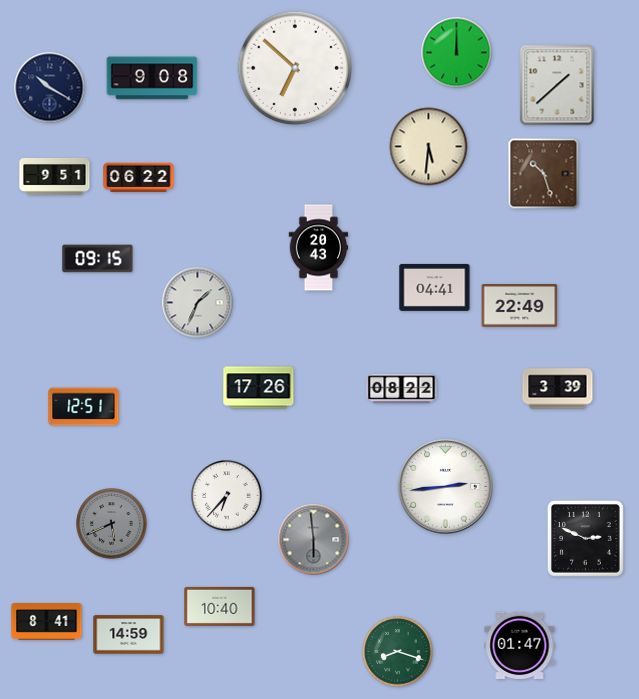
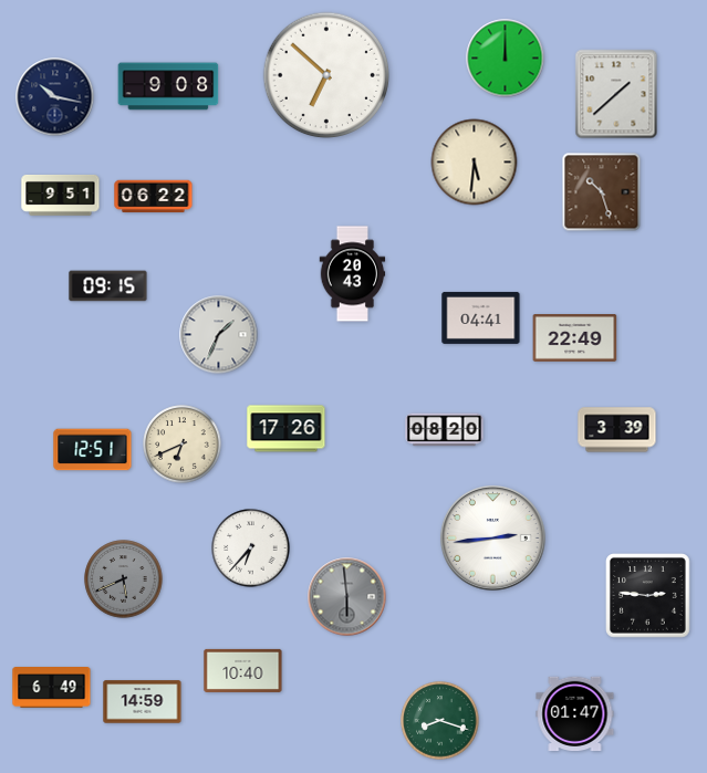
clock at (50, 88): 10:20 -> 10:17
clock at (402, 389): 08:22 -> 08:20
clock at (183, 445): none -> 6:41
clock at (586, 539): 2:49 -> 2:46
clock at (47, 622): 8:41 -> 6:49
